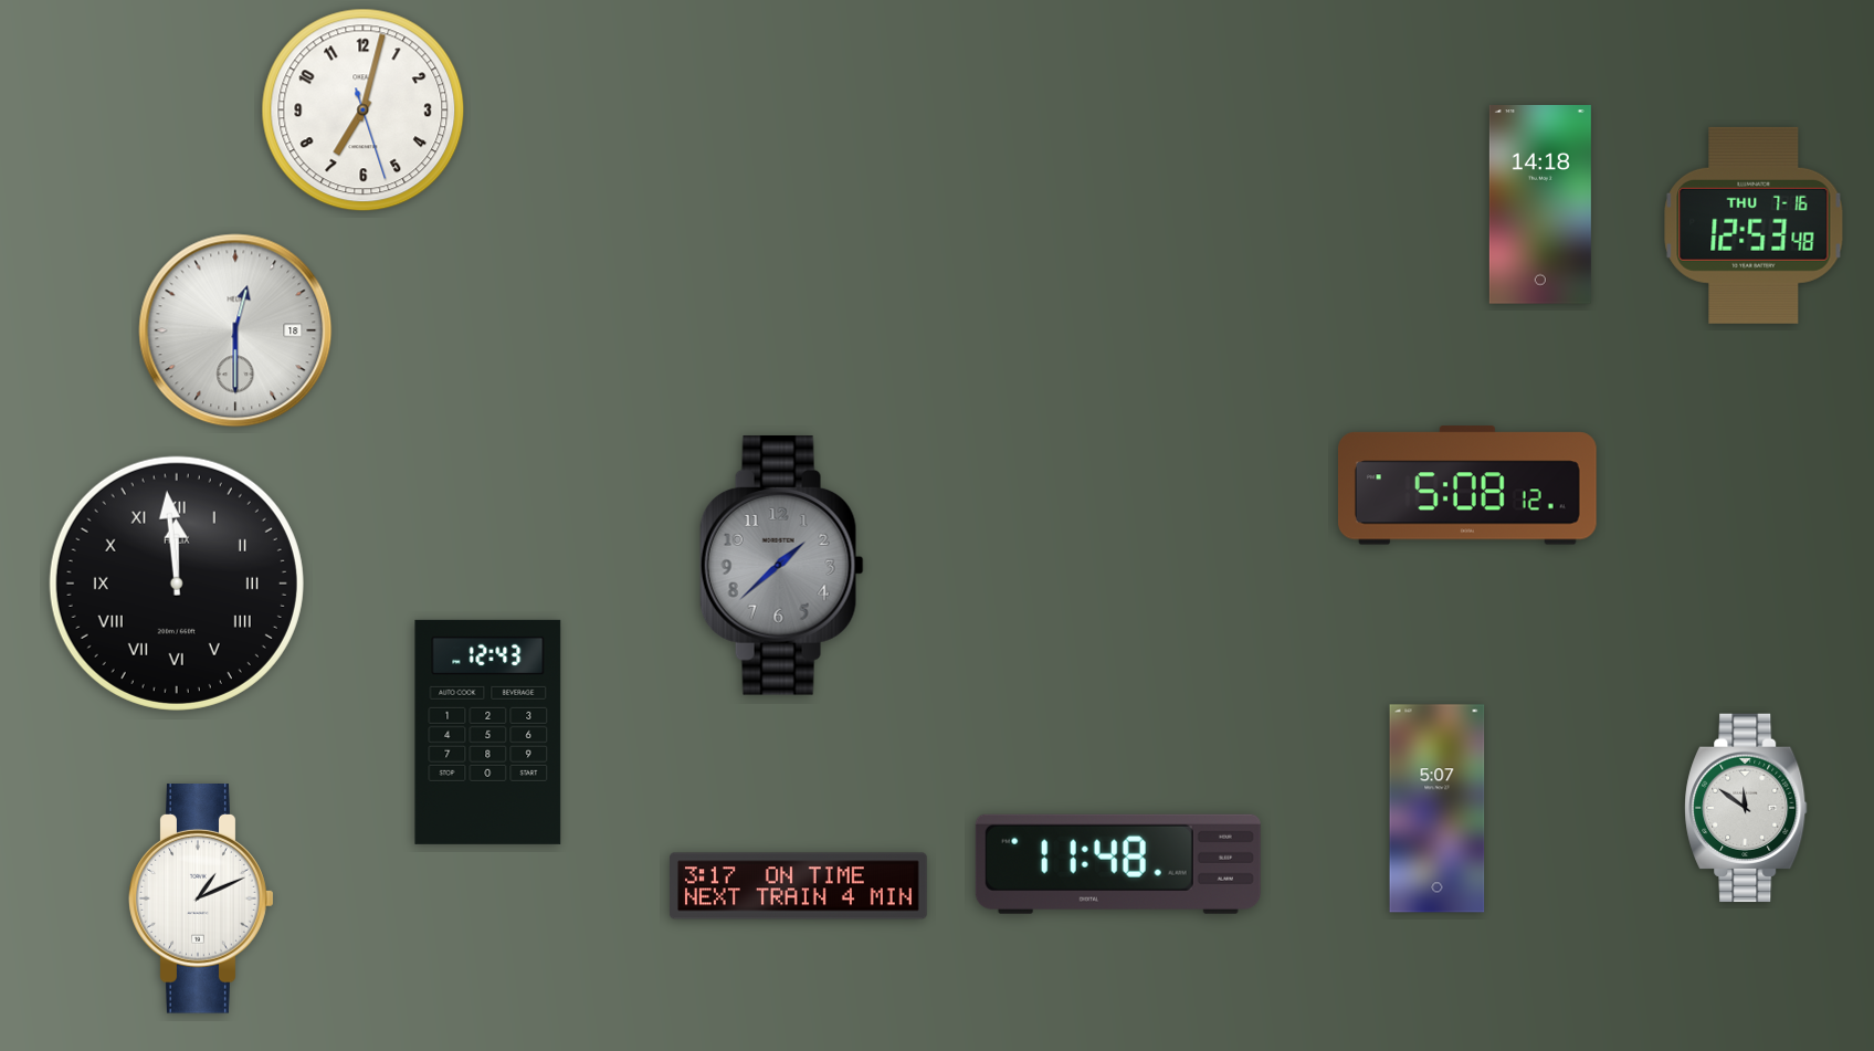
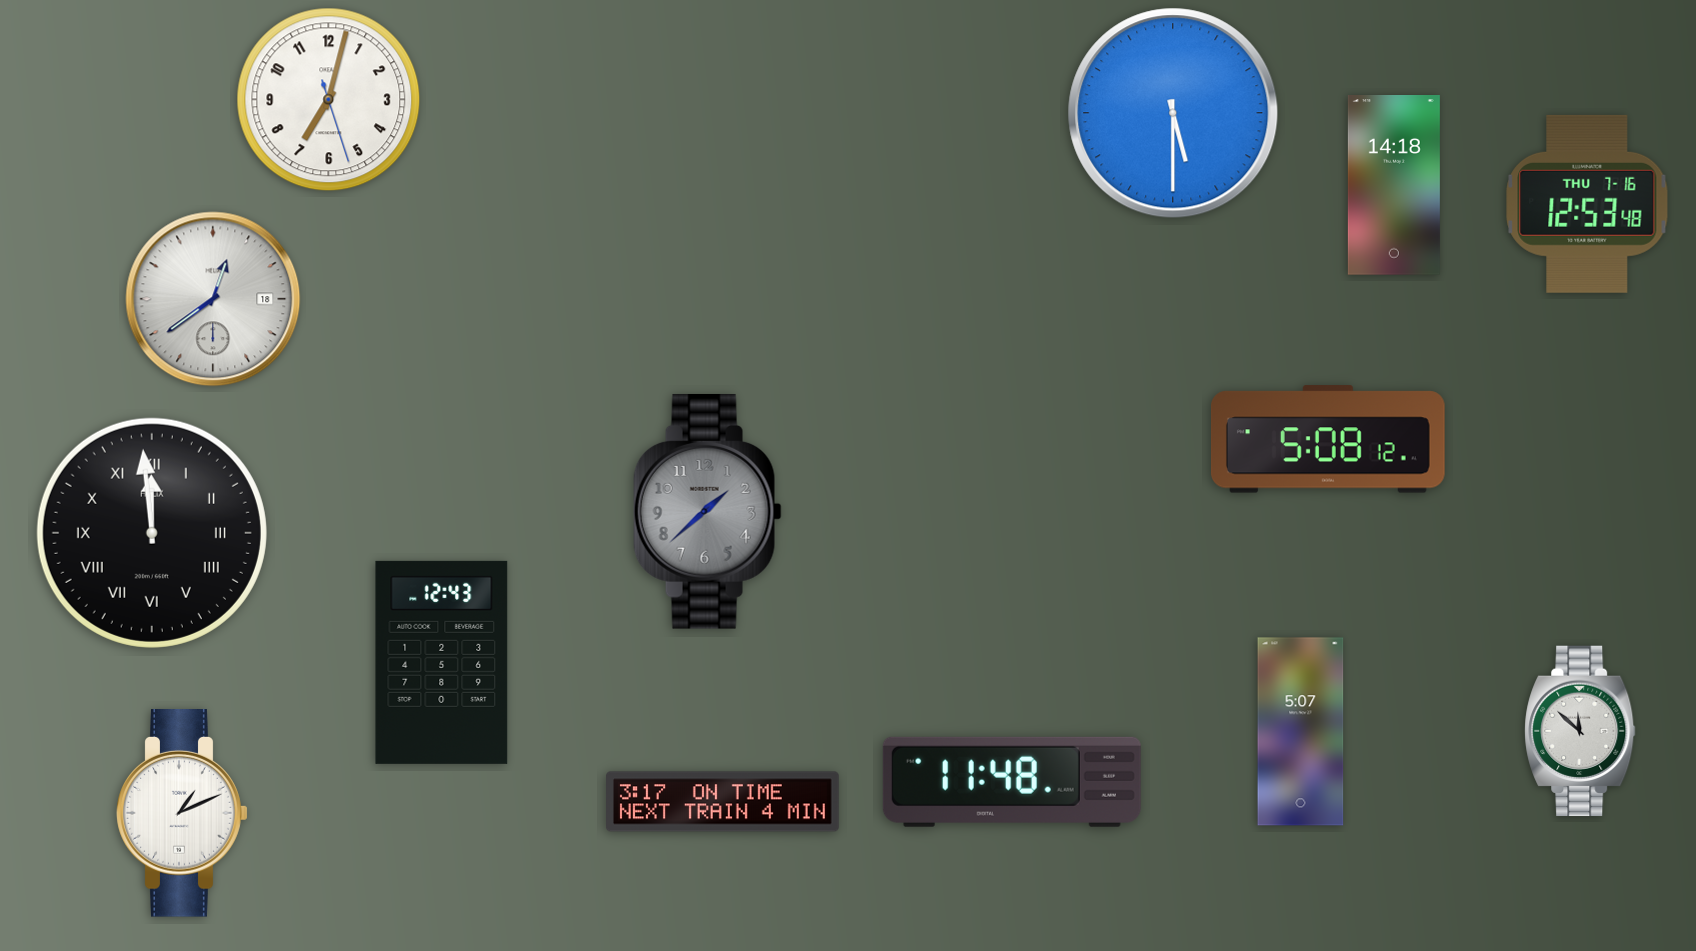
clock at (1173, 113): none -> 5:30
clock at (235, 330): 12:30 -> 12:39
clock at (177, 584) position: (177, 584) -> (152, 533)
clock at (1746, 808): 11:51 -> 11:52
